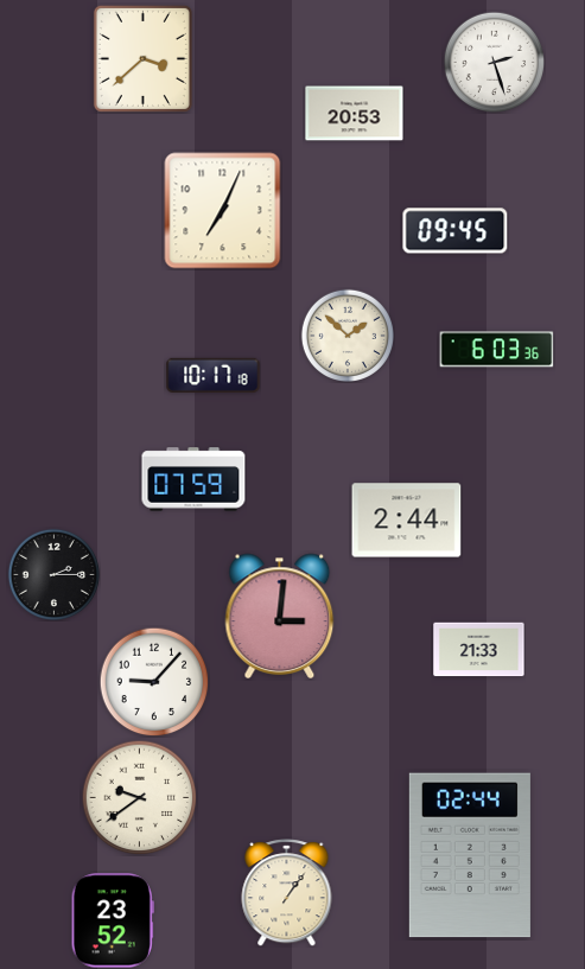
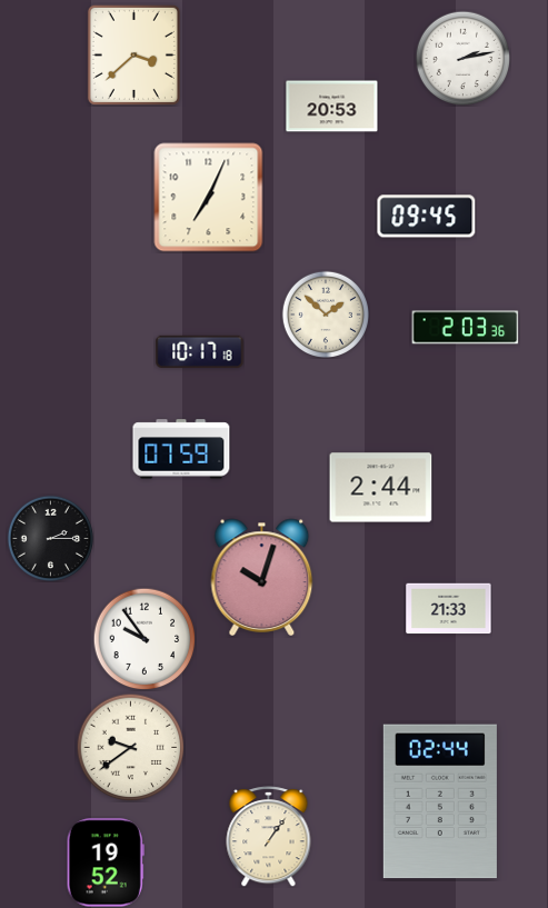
clock at (494, 62): 2:27 -> 2:13
clock at (497, 350): 6:03 -> 2:03
clock at (280, 616): 3:01 -> 10:03
clock at (154, 682): 9:07 -> 9:54
clock at (113, 920): 23:52 -> 19:52
